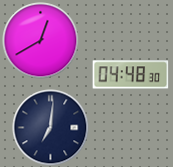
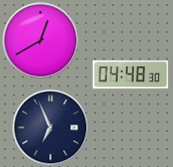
clock at (51, 128): 7:01 -> 6:56
